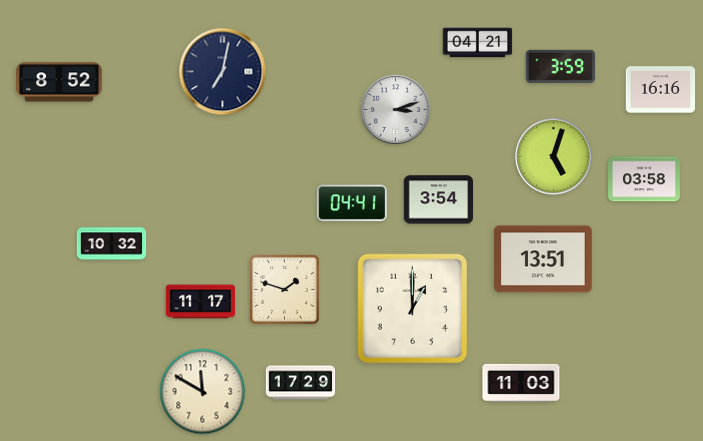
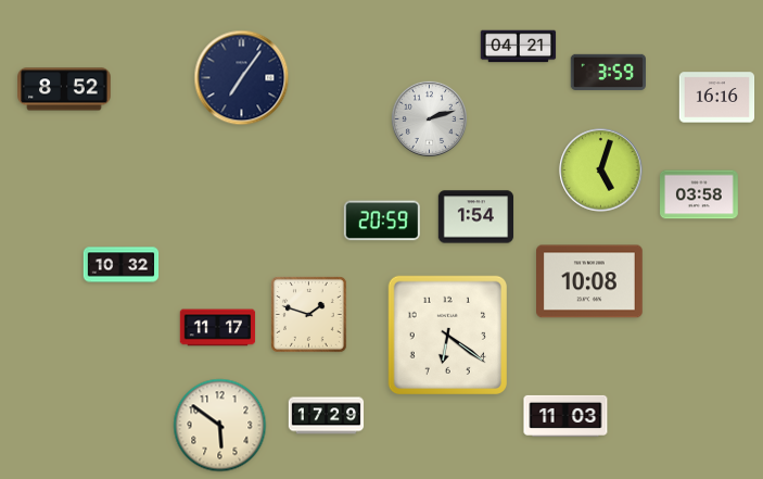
clock at (223, 72): 7:02 -> 7:06
clock at (395, 109): 3:12 -> 2:12
clock at (439, 200): 3:54 -> 1:54
clock at (352, 203): 04:41 -> 20:59
clock at (544, 259): 13:51 -> 10:08
clock at (412, 308): 1:00 -> 6:21
clock at (203, 392): 11:50 -> 5:51
